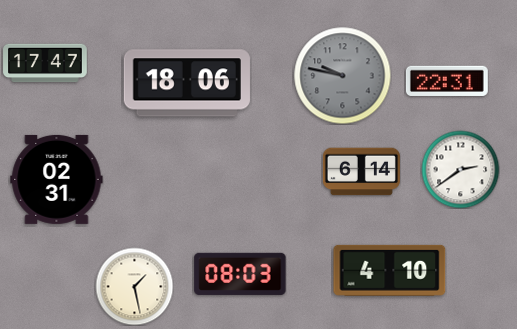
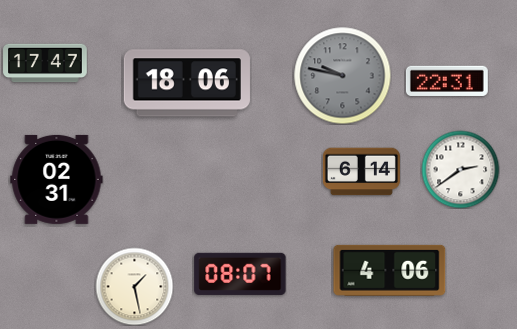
clock at (390, 270): 4:10 -> 4:06
clock at (240, 274): 08:03 -> 08:07
